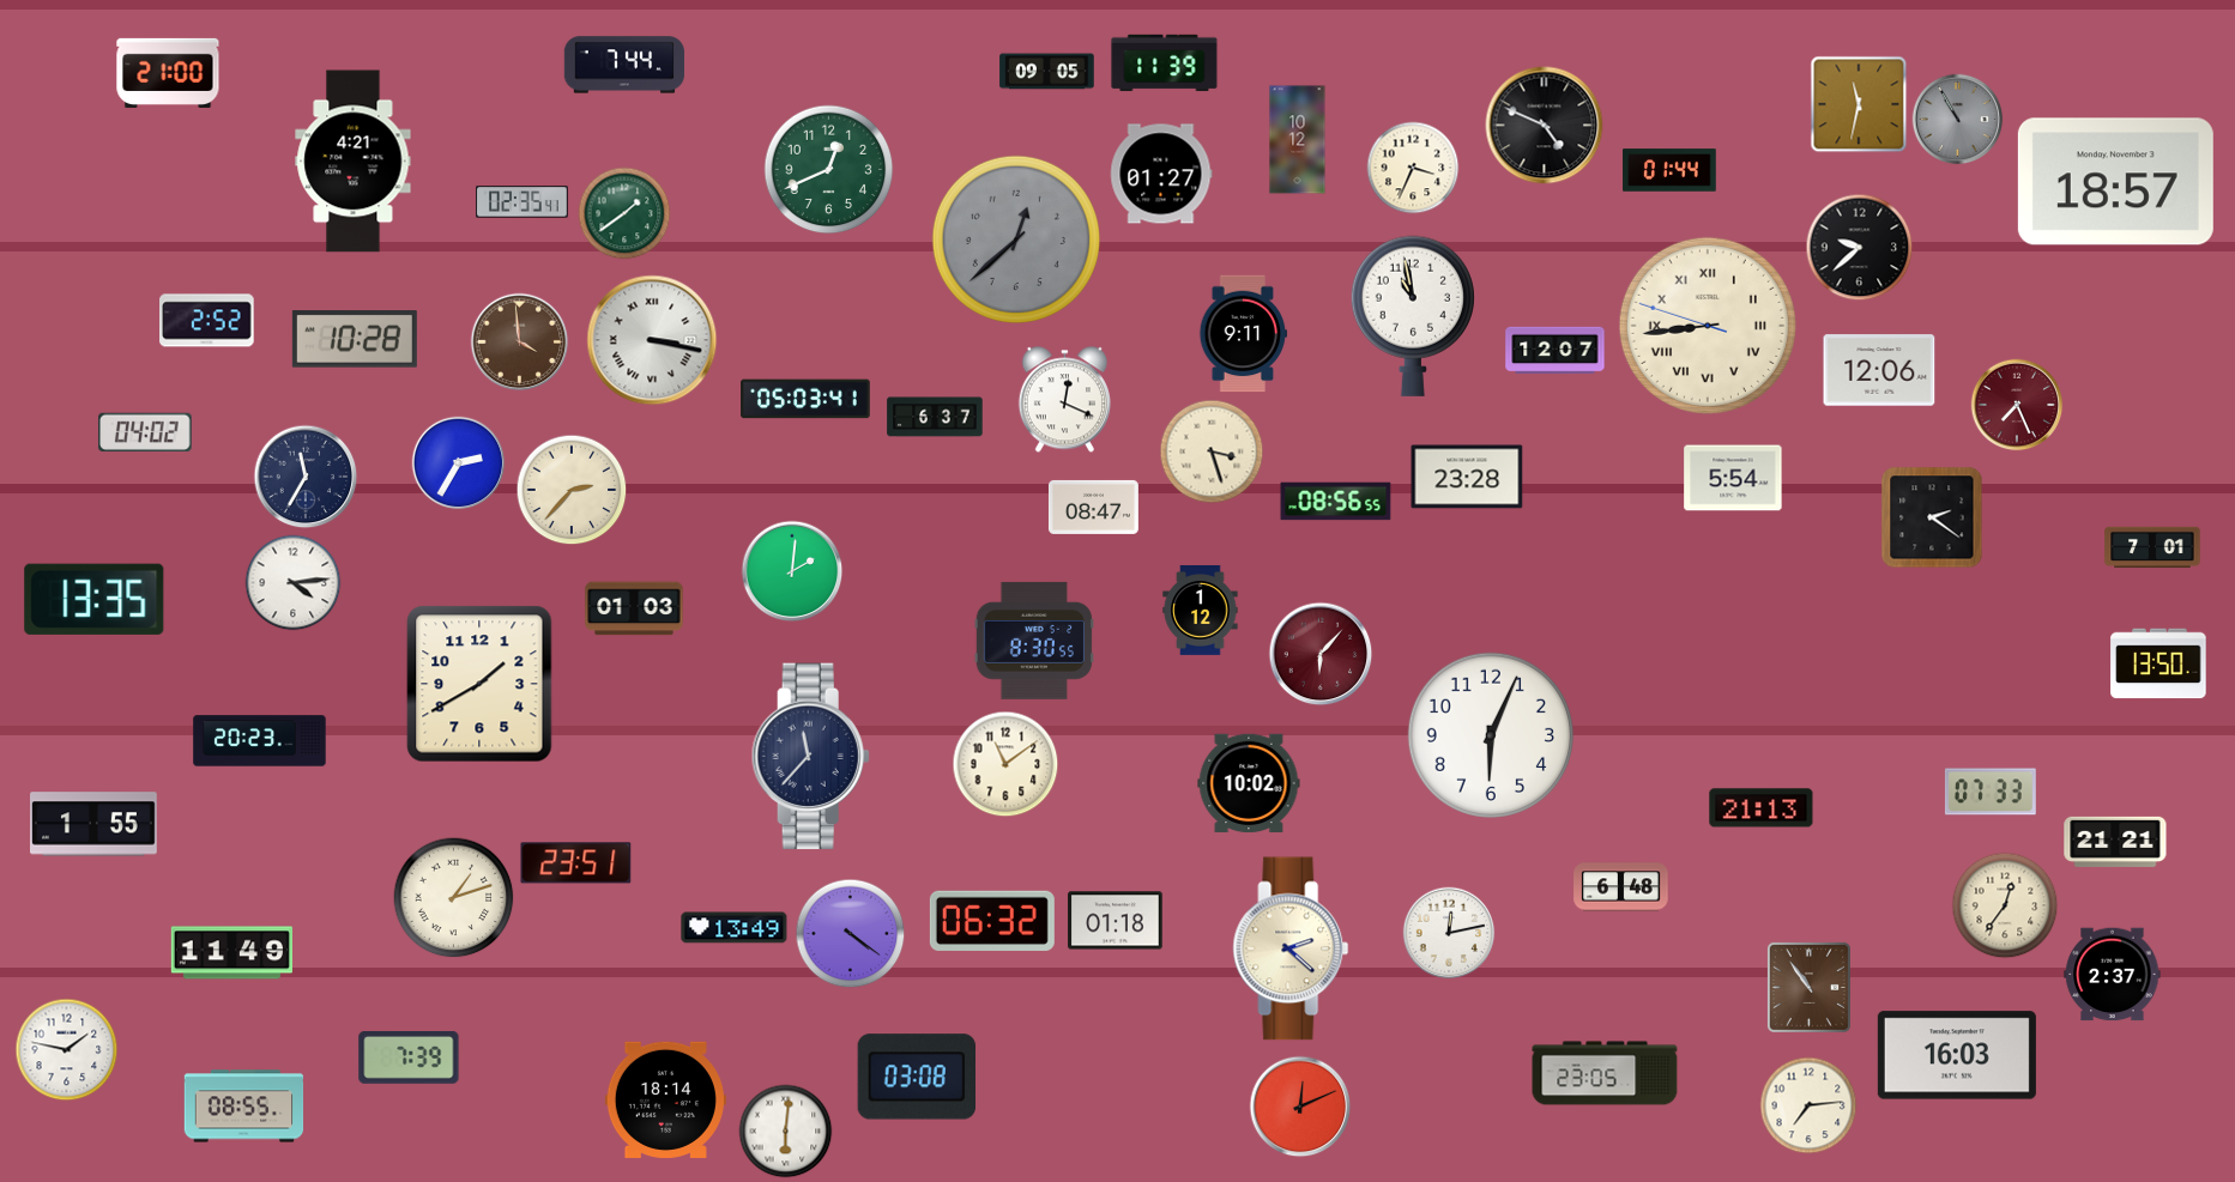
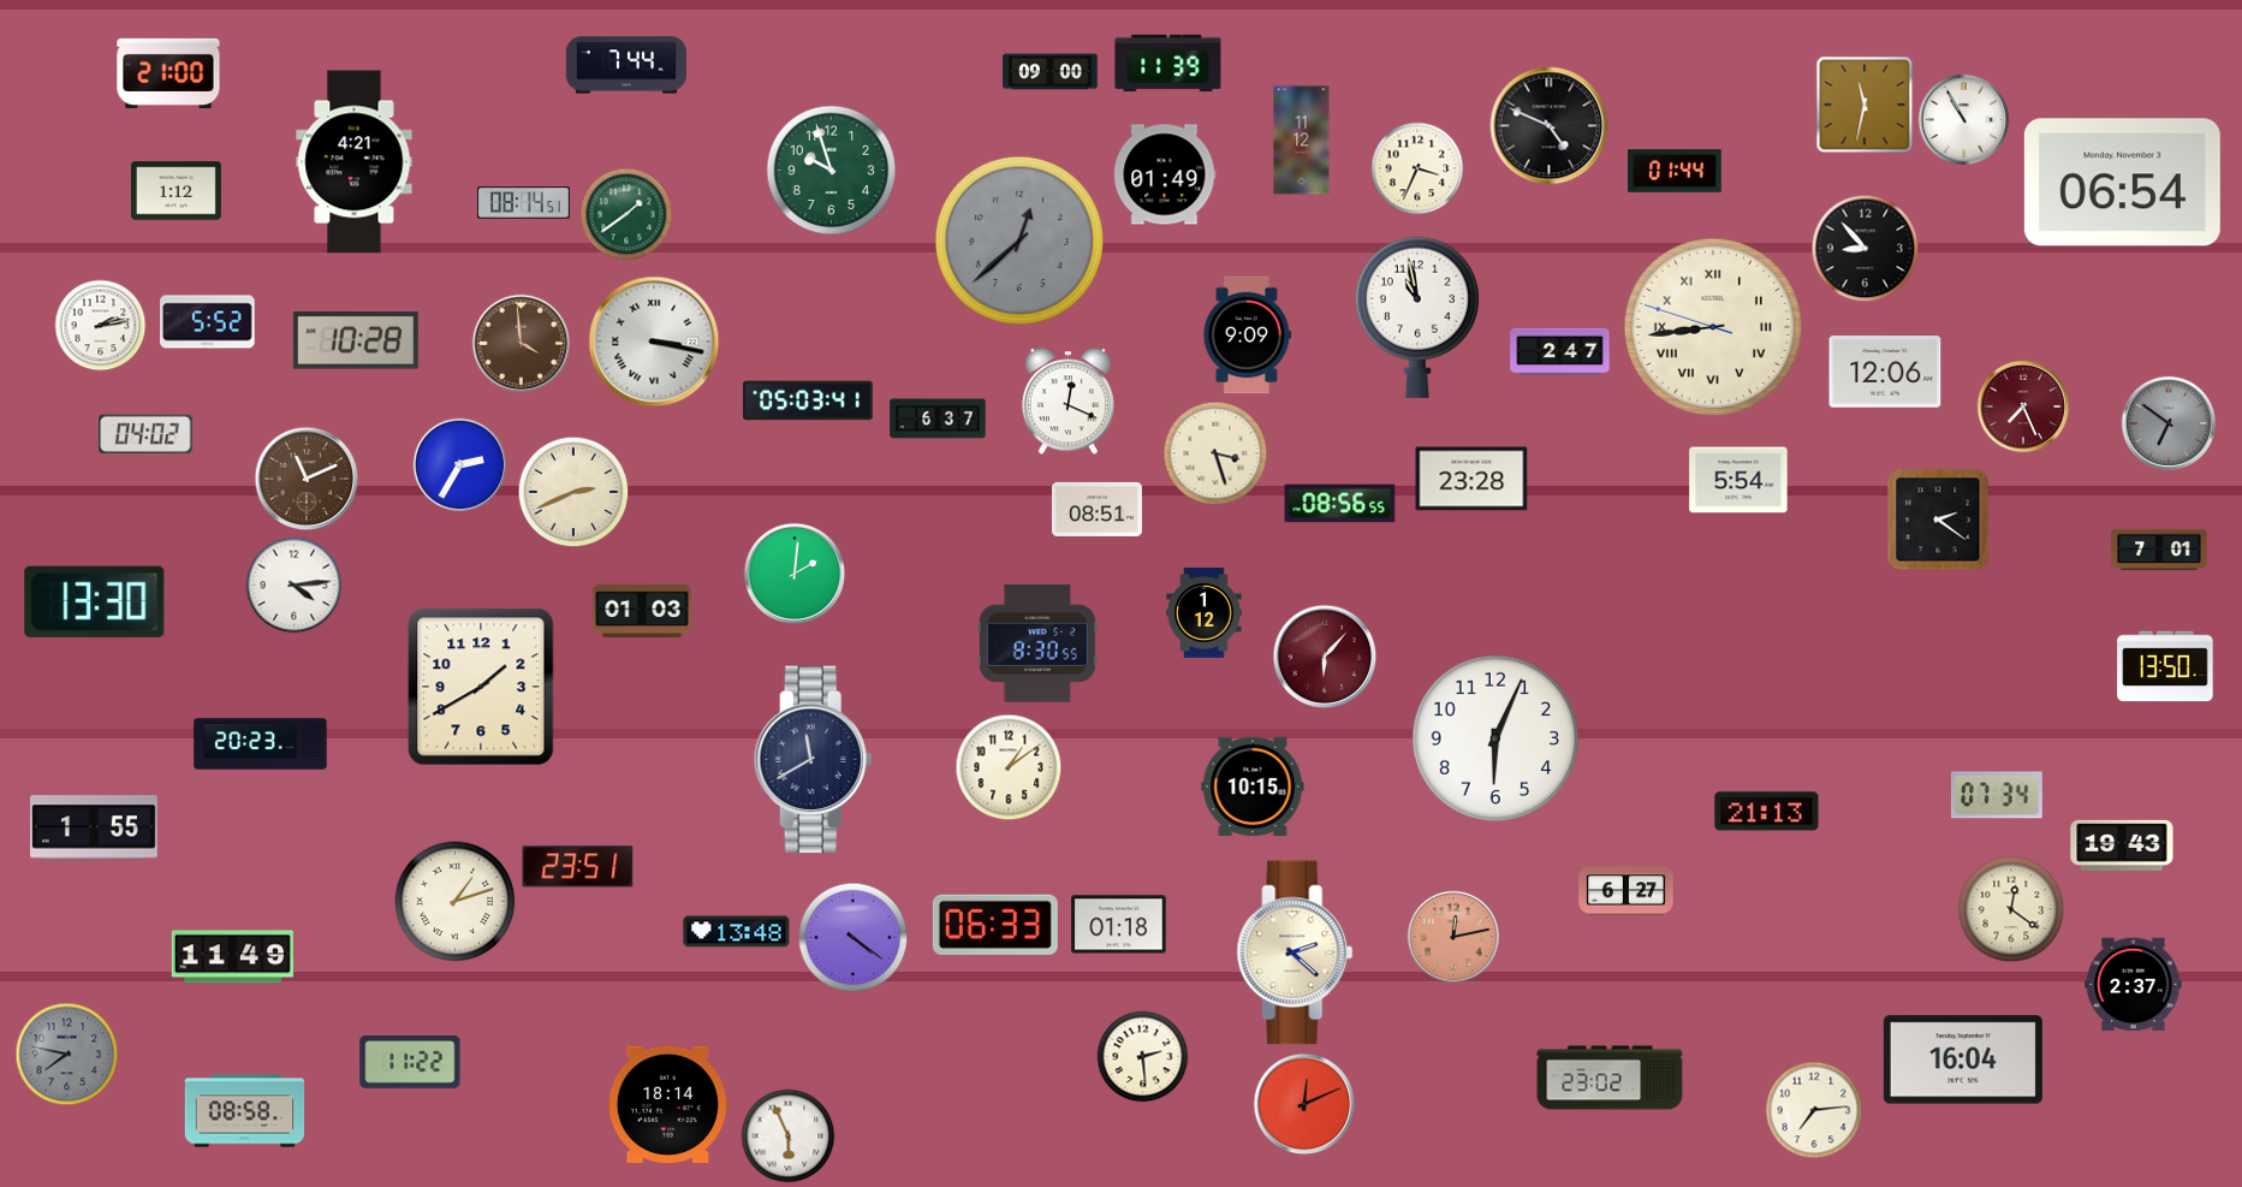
clock at (1047, 72): 09:05 -> 09:00
clock at (1958, 120) dial: grey -> white
clock at (1298, 140): 10:12 -> 11:12
clock at (829, 170): 12:41 -> 9:57
clock at (1161, 174): 01:27 -> 01:49
clock at (2115, 182): 18:57 -> 06:54
clock at (176, 191): none -> 1:12
clock at (522, 202): 02:35 -> 08:14
clock at (1860, 248): 9:38 -> 8:53
clock at (207, 321): 2:52 -> 5:52
clock at (101, 326): none -> 2:13
clock at (1244, 334): 9:11 -> 9:09
clock at (1556, 350): 12:07 -> 2:47
clock at (2169, 423): none -> 6:51
clock at (306, 477): 11:35 -> 11:11
clock at (306, 477) dial: navy -> brown
clock at (572, 490): 2:37 -> 2:41
clock at (1093, 507): 08:47 -> 08:51
clock at (95, 599): 13:35 -> 13:30
clock at (634, 608) position: (634, 608) -> (642, 611)
clock at (810, 757): 11:37 -> 11:40
clock at (1005, 764): 11:09 -> 1:09
clock at (1249, 783): 10:02 -> 10:15
clock at (1991, 792): 07:33 -> 07:34
clock at (2115, 842): 21:21 -> 19:43
clock at (1621, 887): 6:48 -> 6:27
clock at (2005, 905): 12:36 -> 12:21
clock at (992, 921): 06:32 -> 06:33
clock at (735, 928): 13:49 -> 13:48
clock at (1449, 933) dial: white -> salmon
clock at (2113, 975) position: (2113, 975) -> (2134, 985)
clock at (1808, 987): 10:54 -> none
clock at (67, 1050): 1:47 -> 7:47
clock at (67, 1050) dial: white -> grey
clock at (1143, 1057): none -> 2:29
clock at (1957, 1055): 16:03 -> 16:04
clock at (409, 1059): 7:39 -> 11:22
clock at (1605, 1073): 23:05 -> 23:02
clock at (916, 1077): 03:08 -> none
clock at (244, 1107): 08:55 -> 08:58
clock at (1300, 1107) position: (1300, 1107) -> (1304, 1104)
clock at (786, 1132): 6:01 -> 5:56
